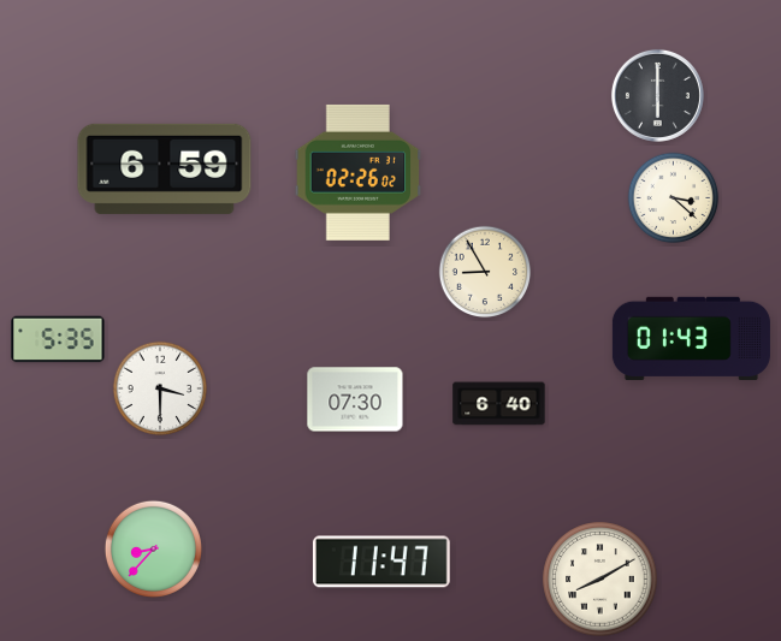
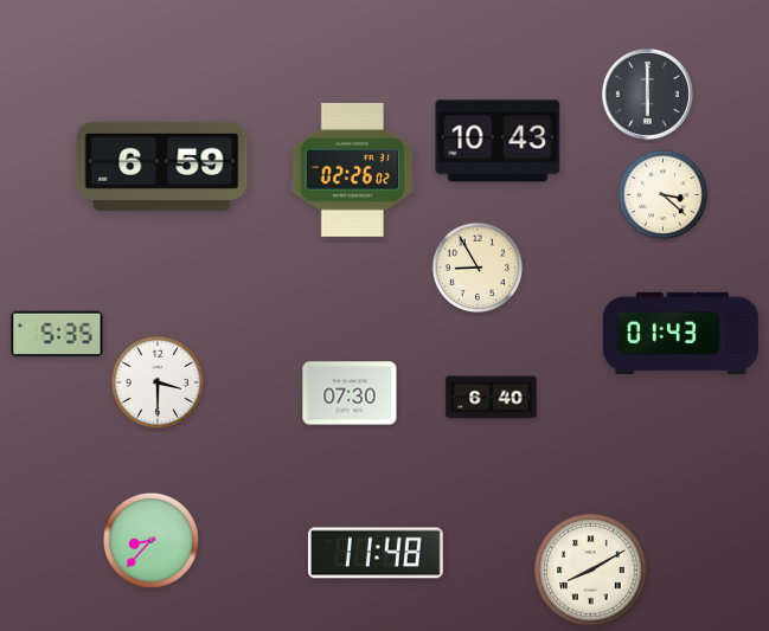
clock at (498, 141): none -> 10:43
clock at (381, 562): 11:47 -> 11:48
